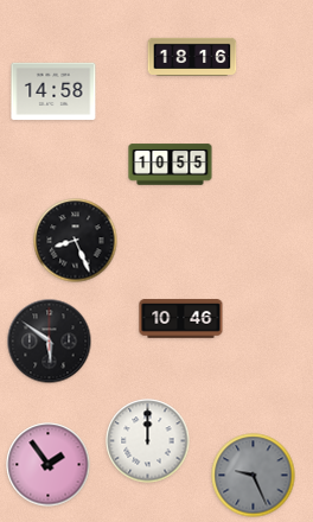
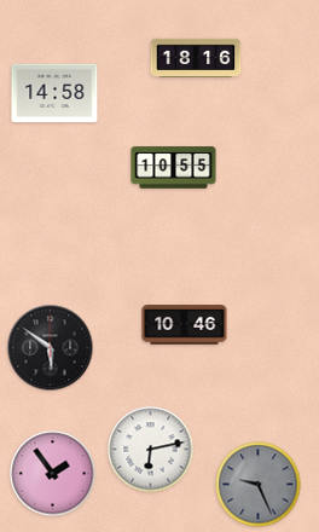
clock at (76, 241): 8:26 -> none
clock at (148, 441): 12:00 -> 6:13
clock at (49, 465) position: (49, 465) -> (53, 474)
